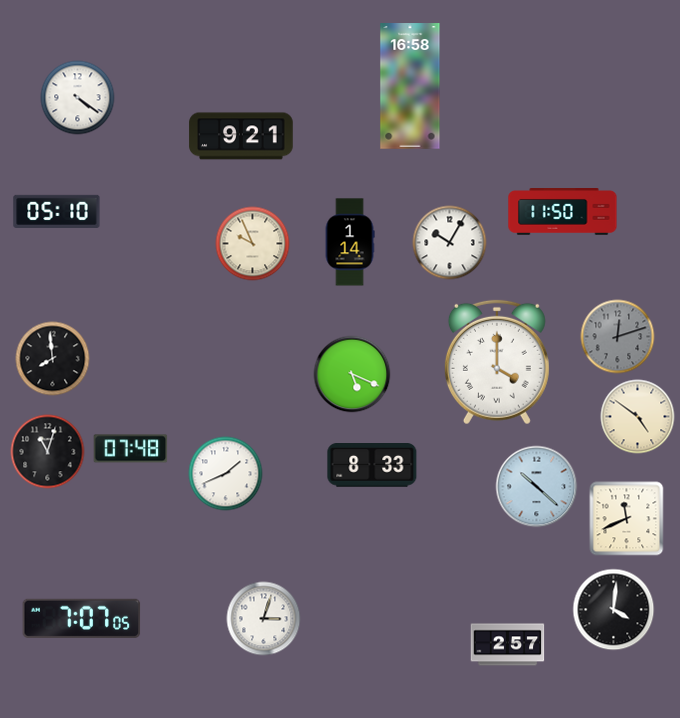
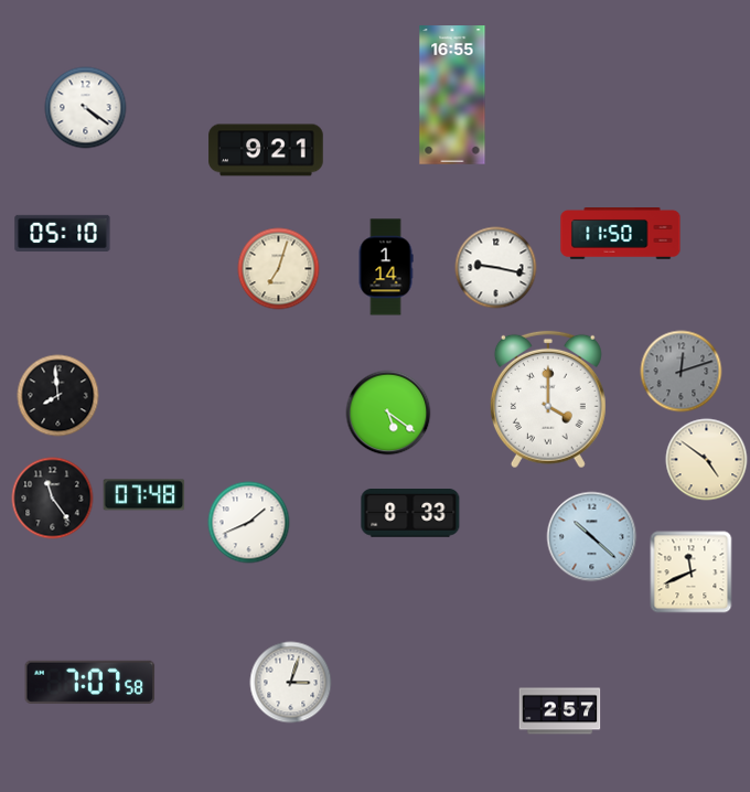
clock at (410, 86): 16:58 -> 16:55
clock at (450, 243): 10:05 -> 9:17
clock at (253, 244): 9:56 -> 7:03
clock at (352, 374): 5:19 -> 5:21
clock at (638, 417) position: (638, 417) -> (707, 460)
clock at (48, 452): 11:03 -> 11:24
clock at (614, 610): 4:01 -> none
clock at (82, 618): 7:07:05 -> 7:07:58
